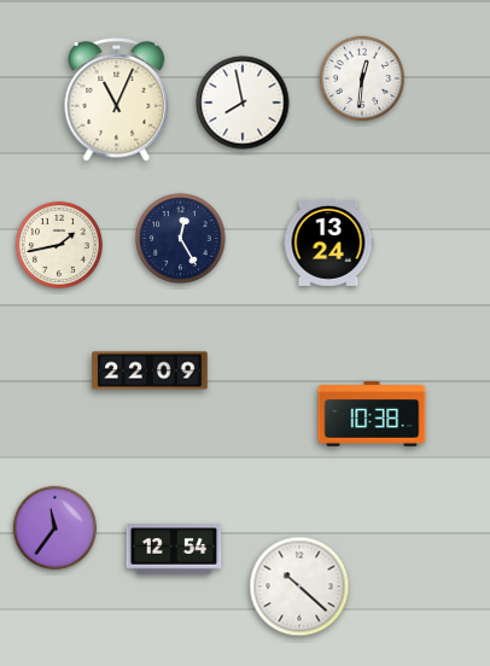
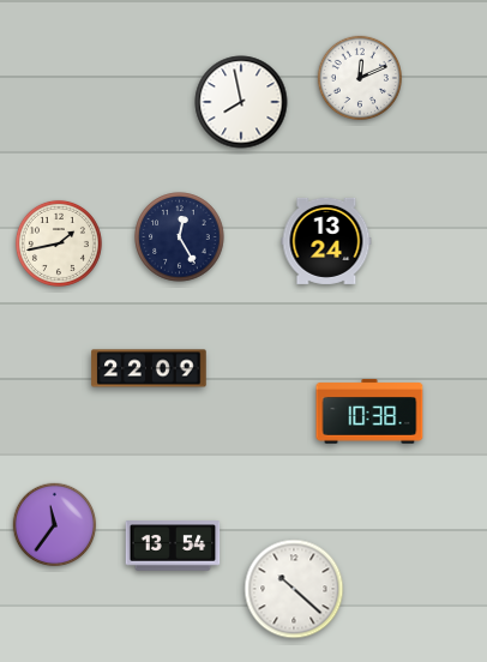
clock at (361, 77): 12:31 -> 12:11
clock at (117, 100): 11:04 -> none
clock at (174, 549): 12:54 -> 13:54
clock at (299, 586) position: (299, 586) -> (294, 589)
